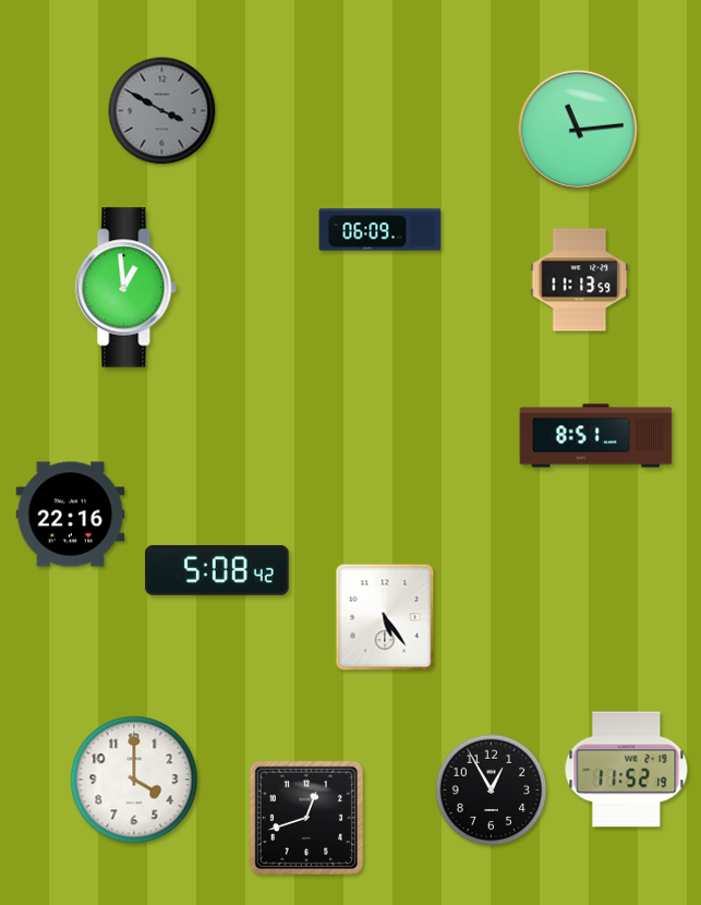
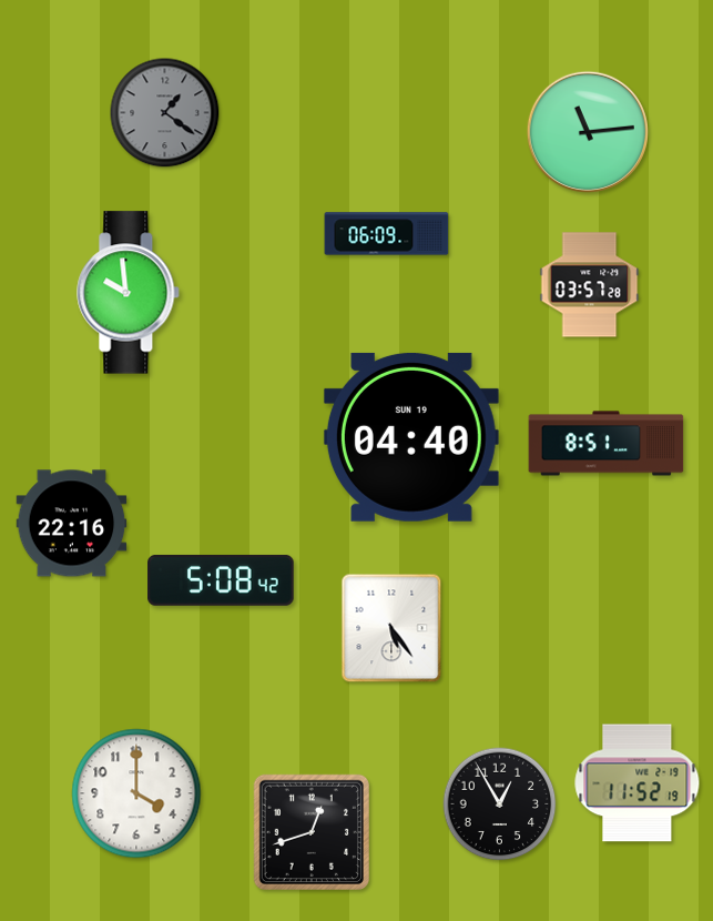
clock at (162, 111): 3:50 -> 1:21
clock at (580, 280): 11:13 -> 03:57
clock at (126, 288): 12:59 -> 9:59
clock at (411, 437): none -> 04:40
